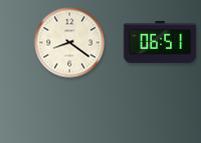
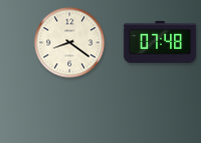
clock at (160, 42): 06:51 -> 07:48
